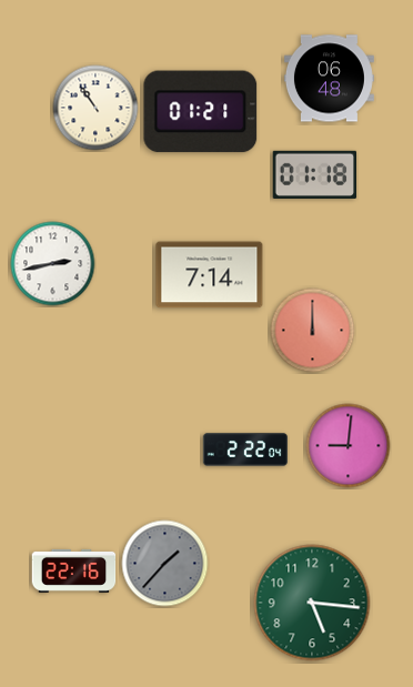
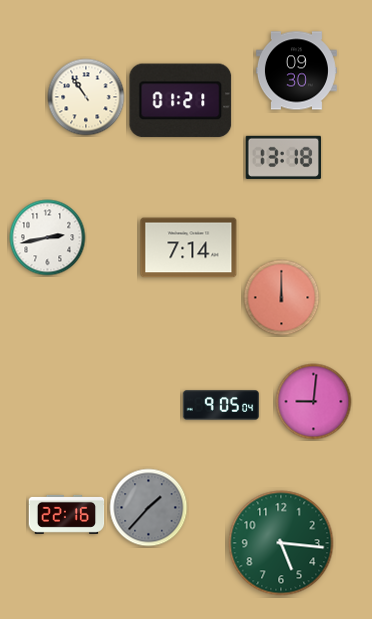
clock at (329, 79): 06:48 -> 09:30
clock at (315, 174): 01:18 -> 13:18
clock at (245, 449): 2:22 -> 9:05
